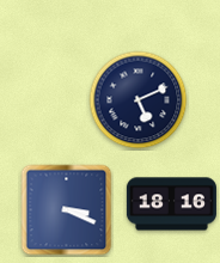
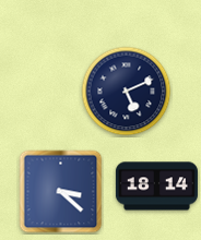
clock at (171, 204): 18:16 -> 18:14
clock at (67, 210): 3:19 -> 3:22
